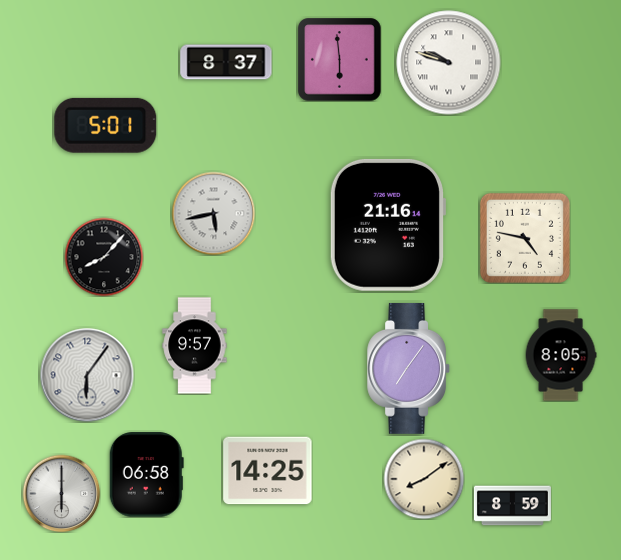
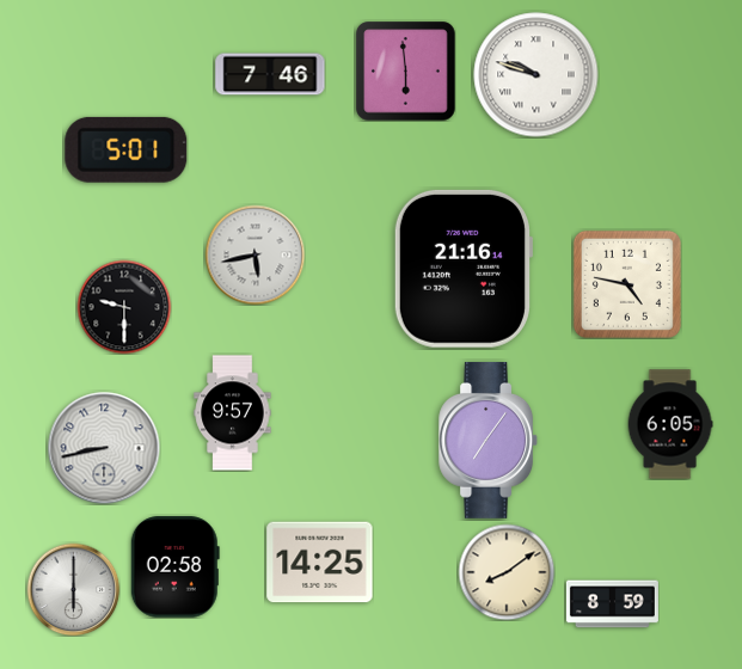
clock at (226, 62): 8:37 -> 7:46
clock at (104, 257): 8:07 -> 9:30
clock at (561, 355): 8:05 -> 6:05
clock at (87, 375): 6:06 -> 8:43
clock at (146, 475): 06:58 -> 02:58
